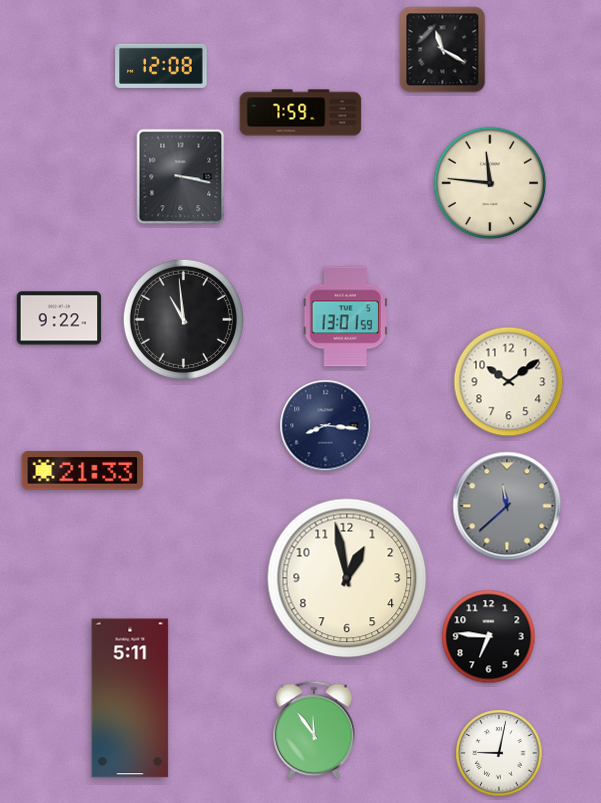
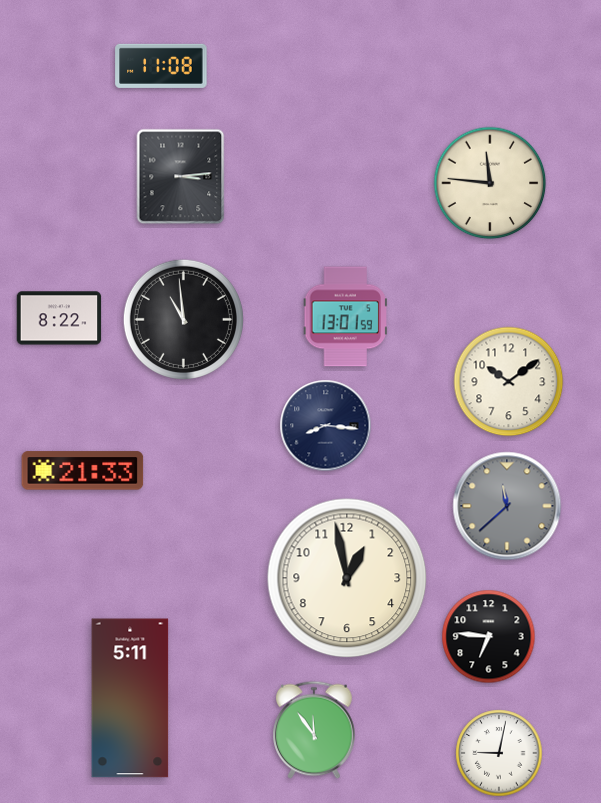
clock at (443, 50): 11:20 -> none
clock at (161, 66): 12:08 -> 11:08
clock at (301, 113): 7:59 -> none
clock at (181, 177): 3:17 -> 3:14
clock at (59, 318): 9:22 -> 8:22
